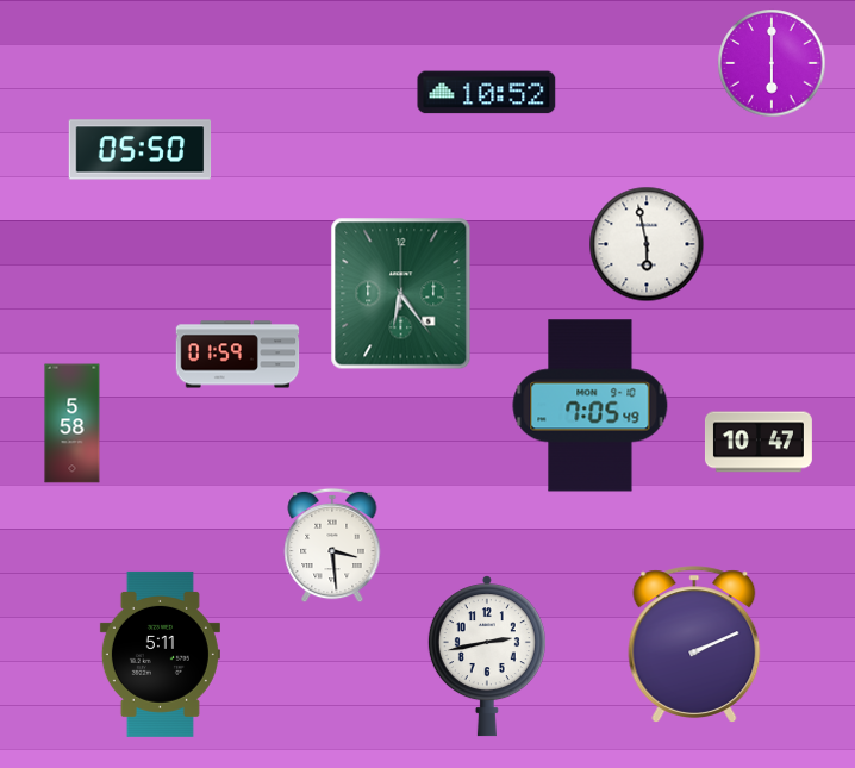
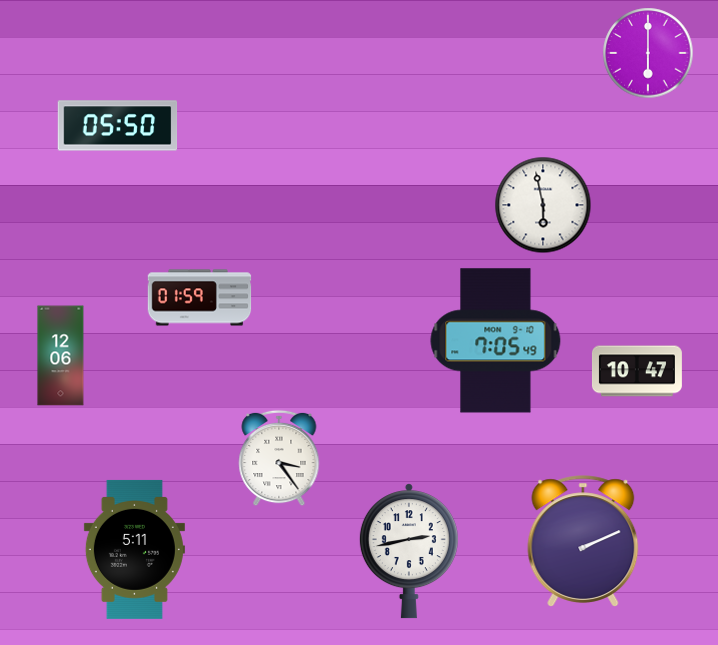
clock at (487, 93): 10:52 -> none
clock at (401, 294): 6:24 -> none
clock at (73, 424): 5:58 -> 12:06
clock at (332, 545): 3:29 -> 3:24
